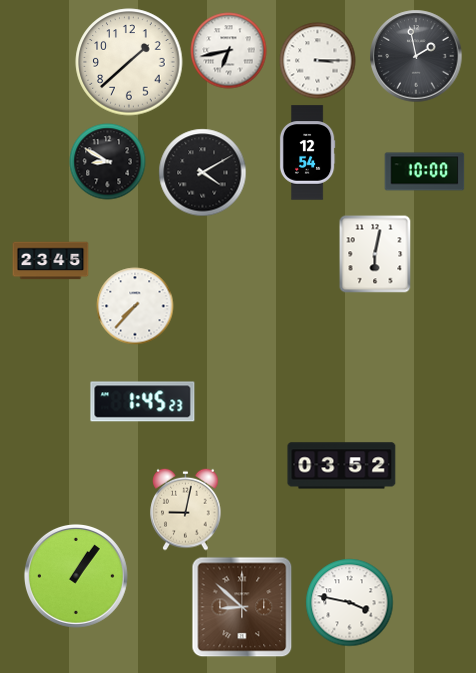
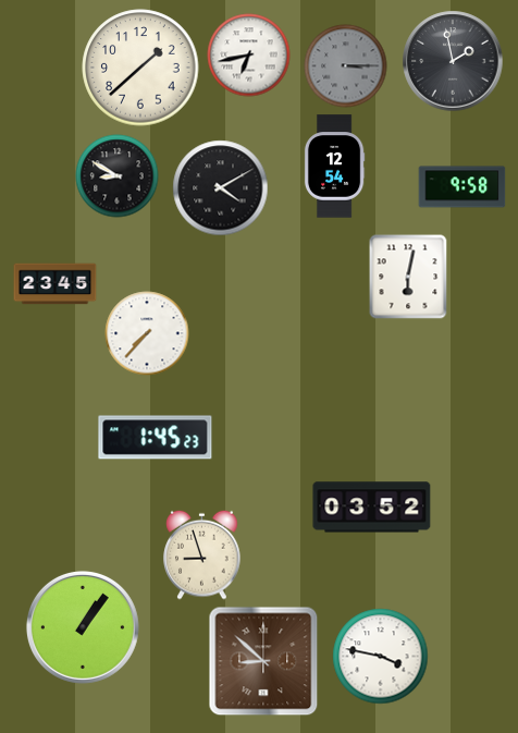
clock at (318, 61) dial: white -> grey
clock at (425, 172): 10:00 -> 9:58
clock at (186, 509): 9:02 -> 8:57
